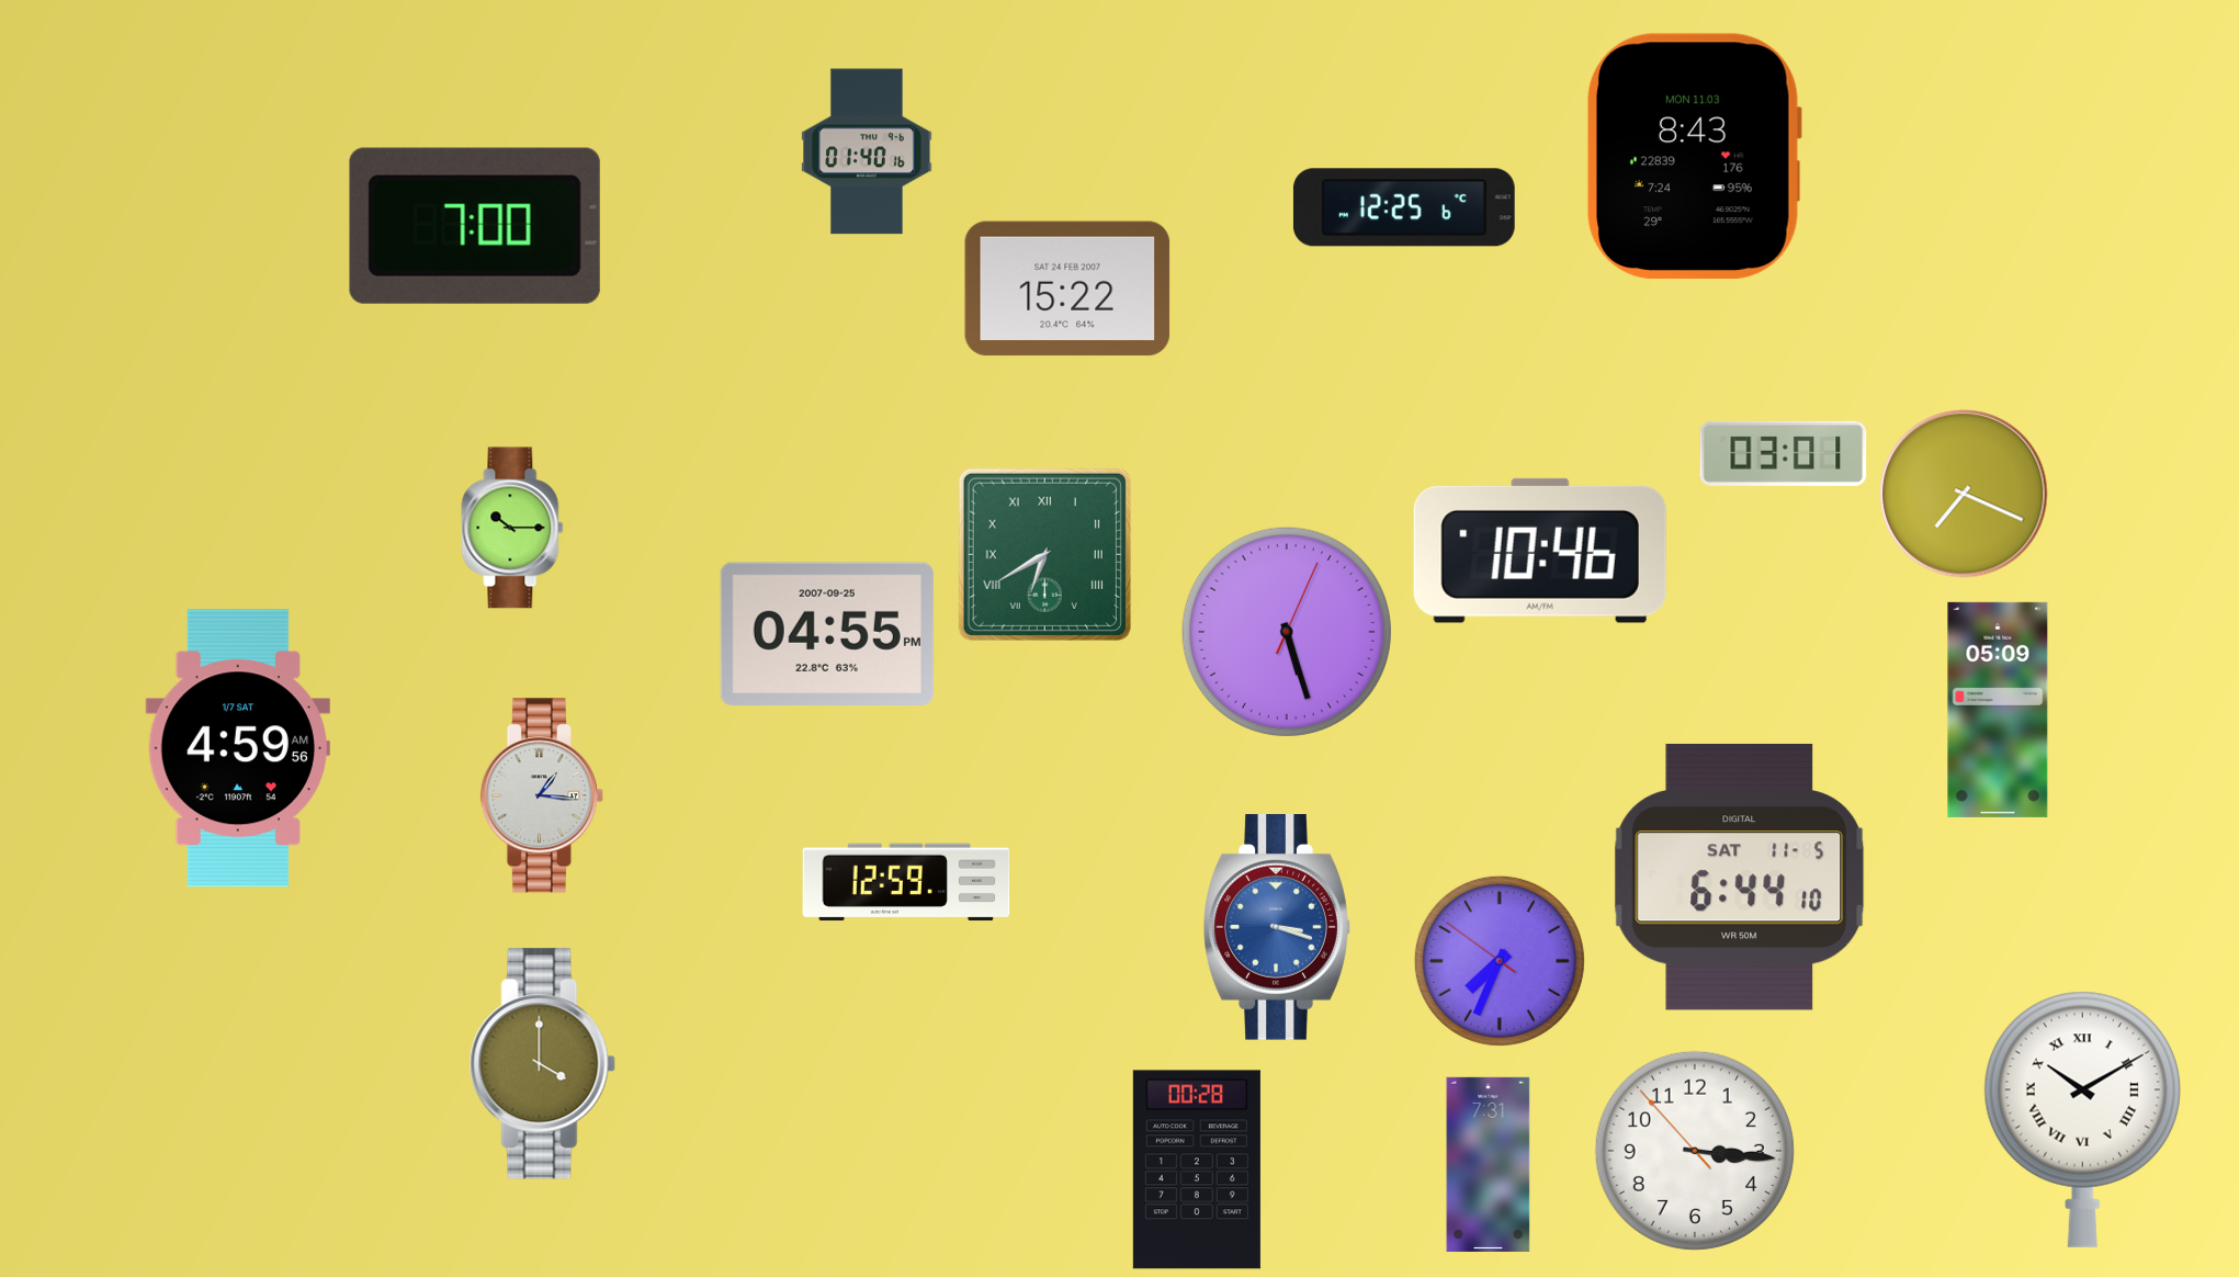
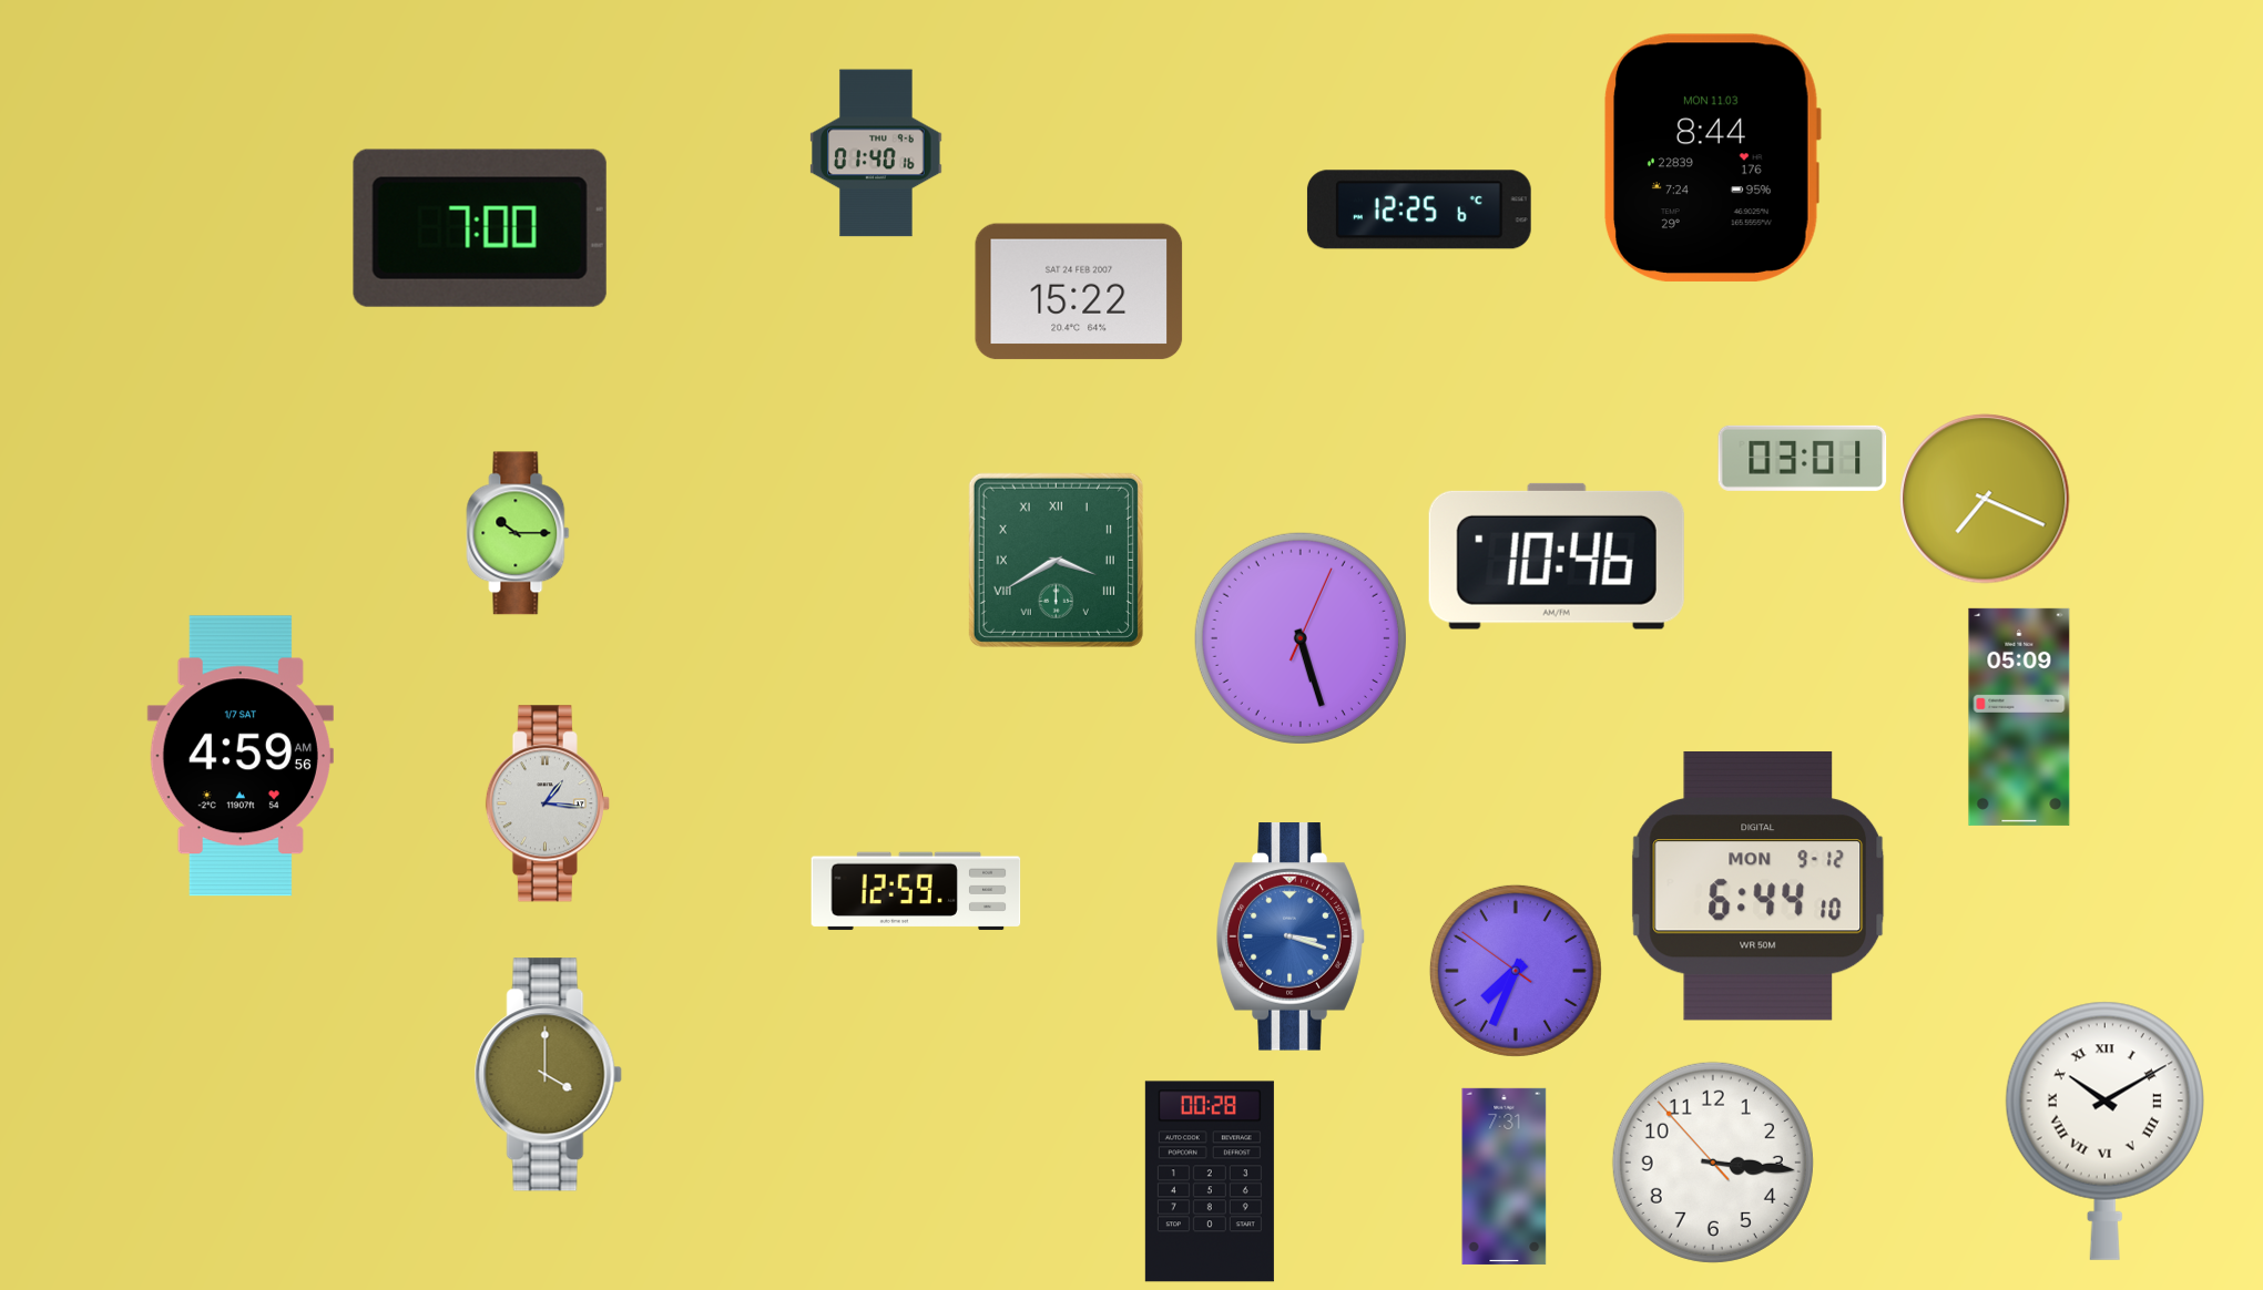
clock at (1694, 156): 8:43 -> 8:44
clock at (1044, 554): 6:40 -> 3:40
clock at (827, 633): 04:55 -> none
clock at (1740, 877) date: SAT 11-5 -> MON 9-12
